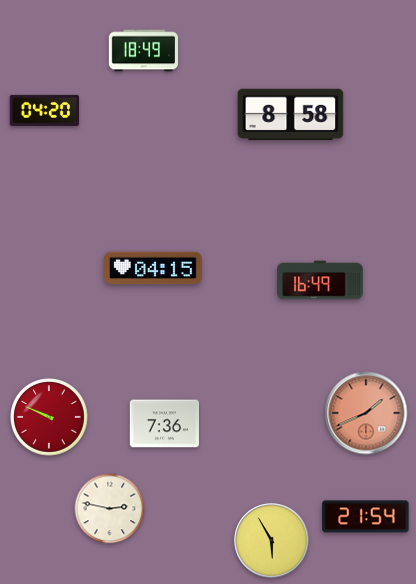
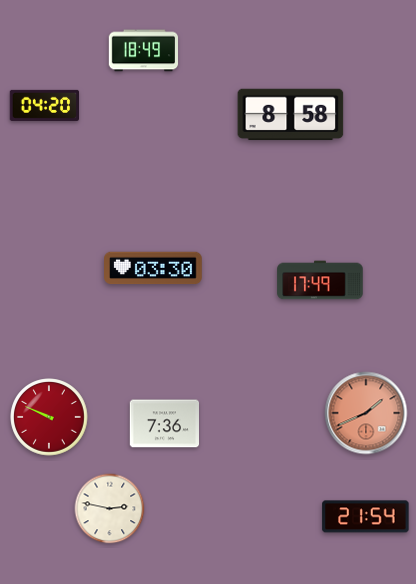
clock at (44, 110) position: (44, 110) -> (44, 105)
clock at (153, 268): 04:15 -> 03:30
clock at (320, 280): 16:49 -> 17:49
clock at (272, 541): 5:55 -> none
